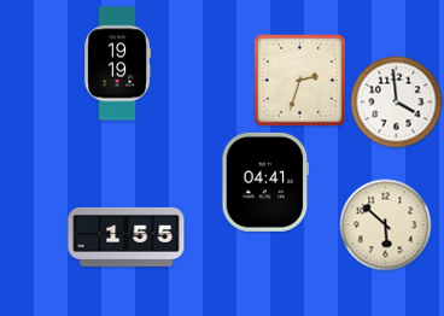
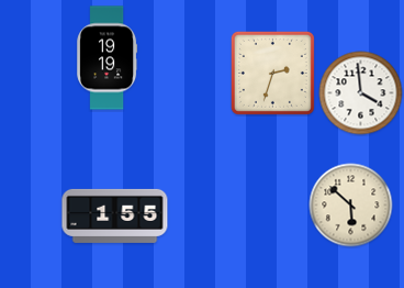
clock at (265, 182): 04:41 -> none
